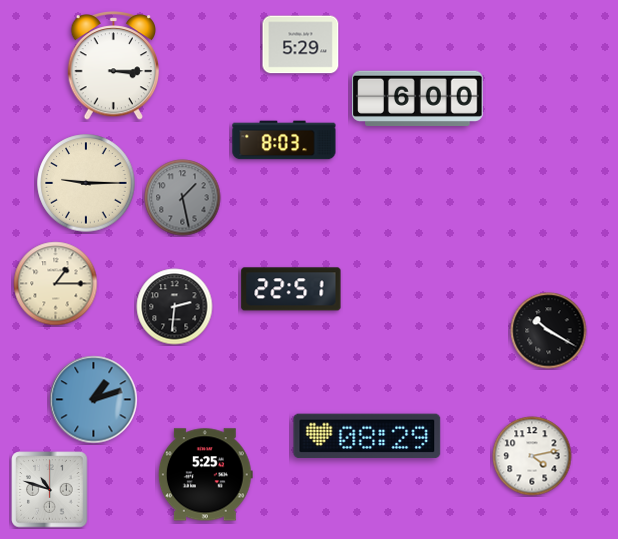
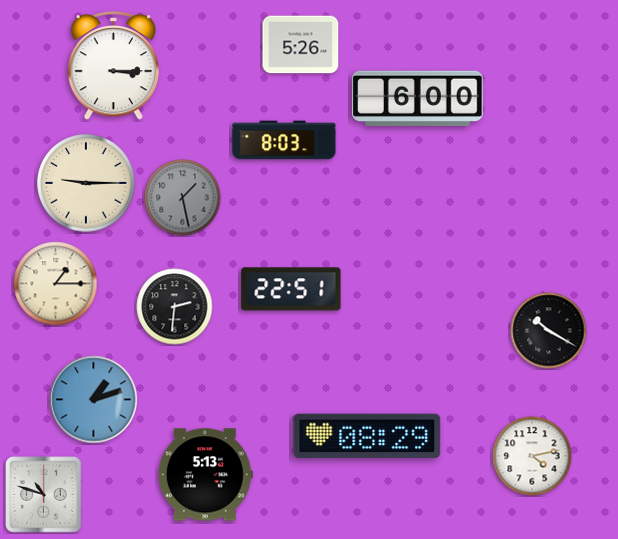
clock at (301, 45): 5:29 -> 5:26
clock at (205, 475): 5:25 -> 5:13
clock at (50, 490) position: (50, 490) -> (44, 495)
